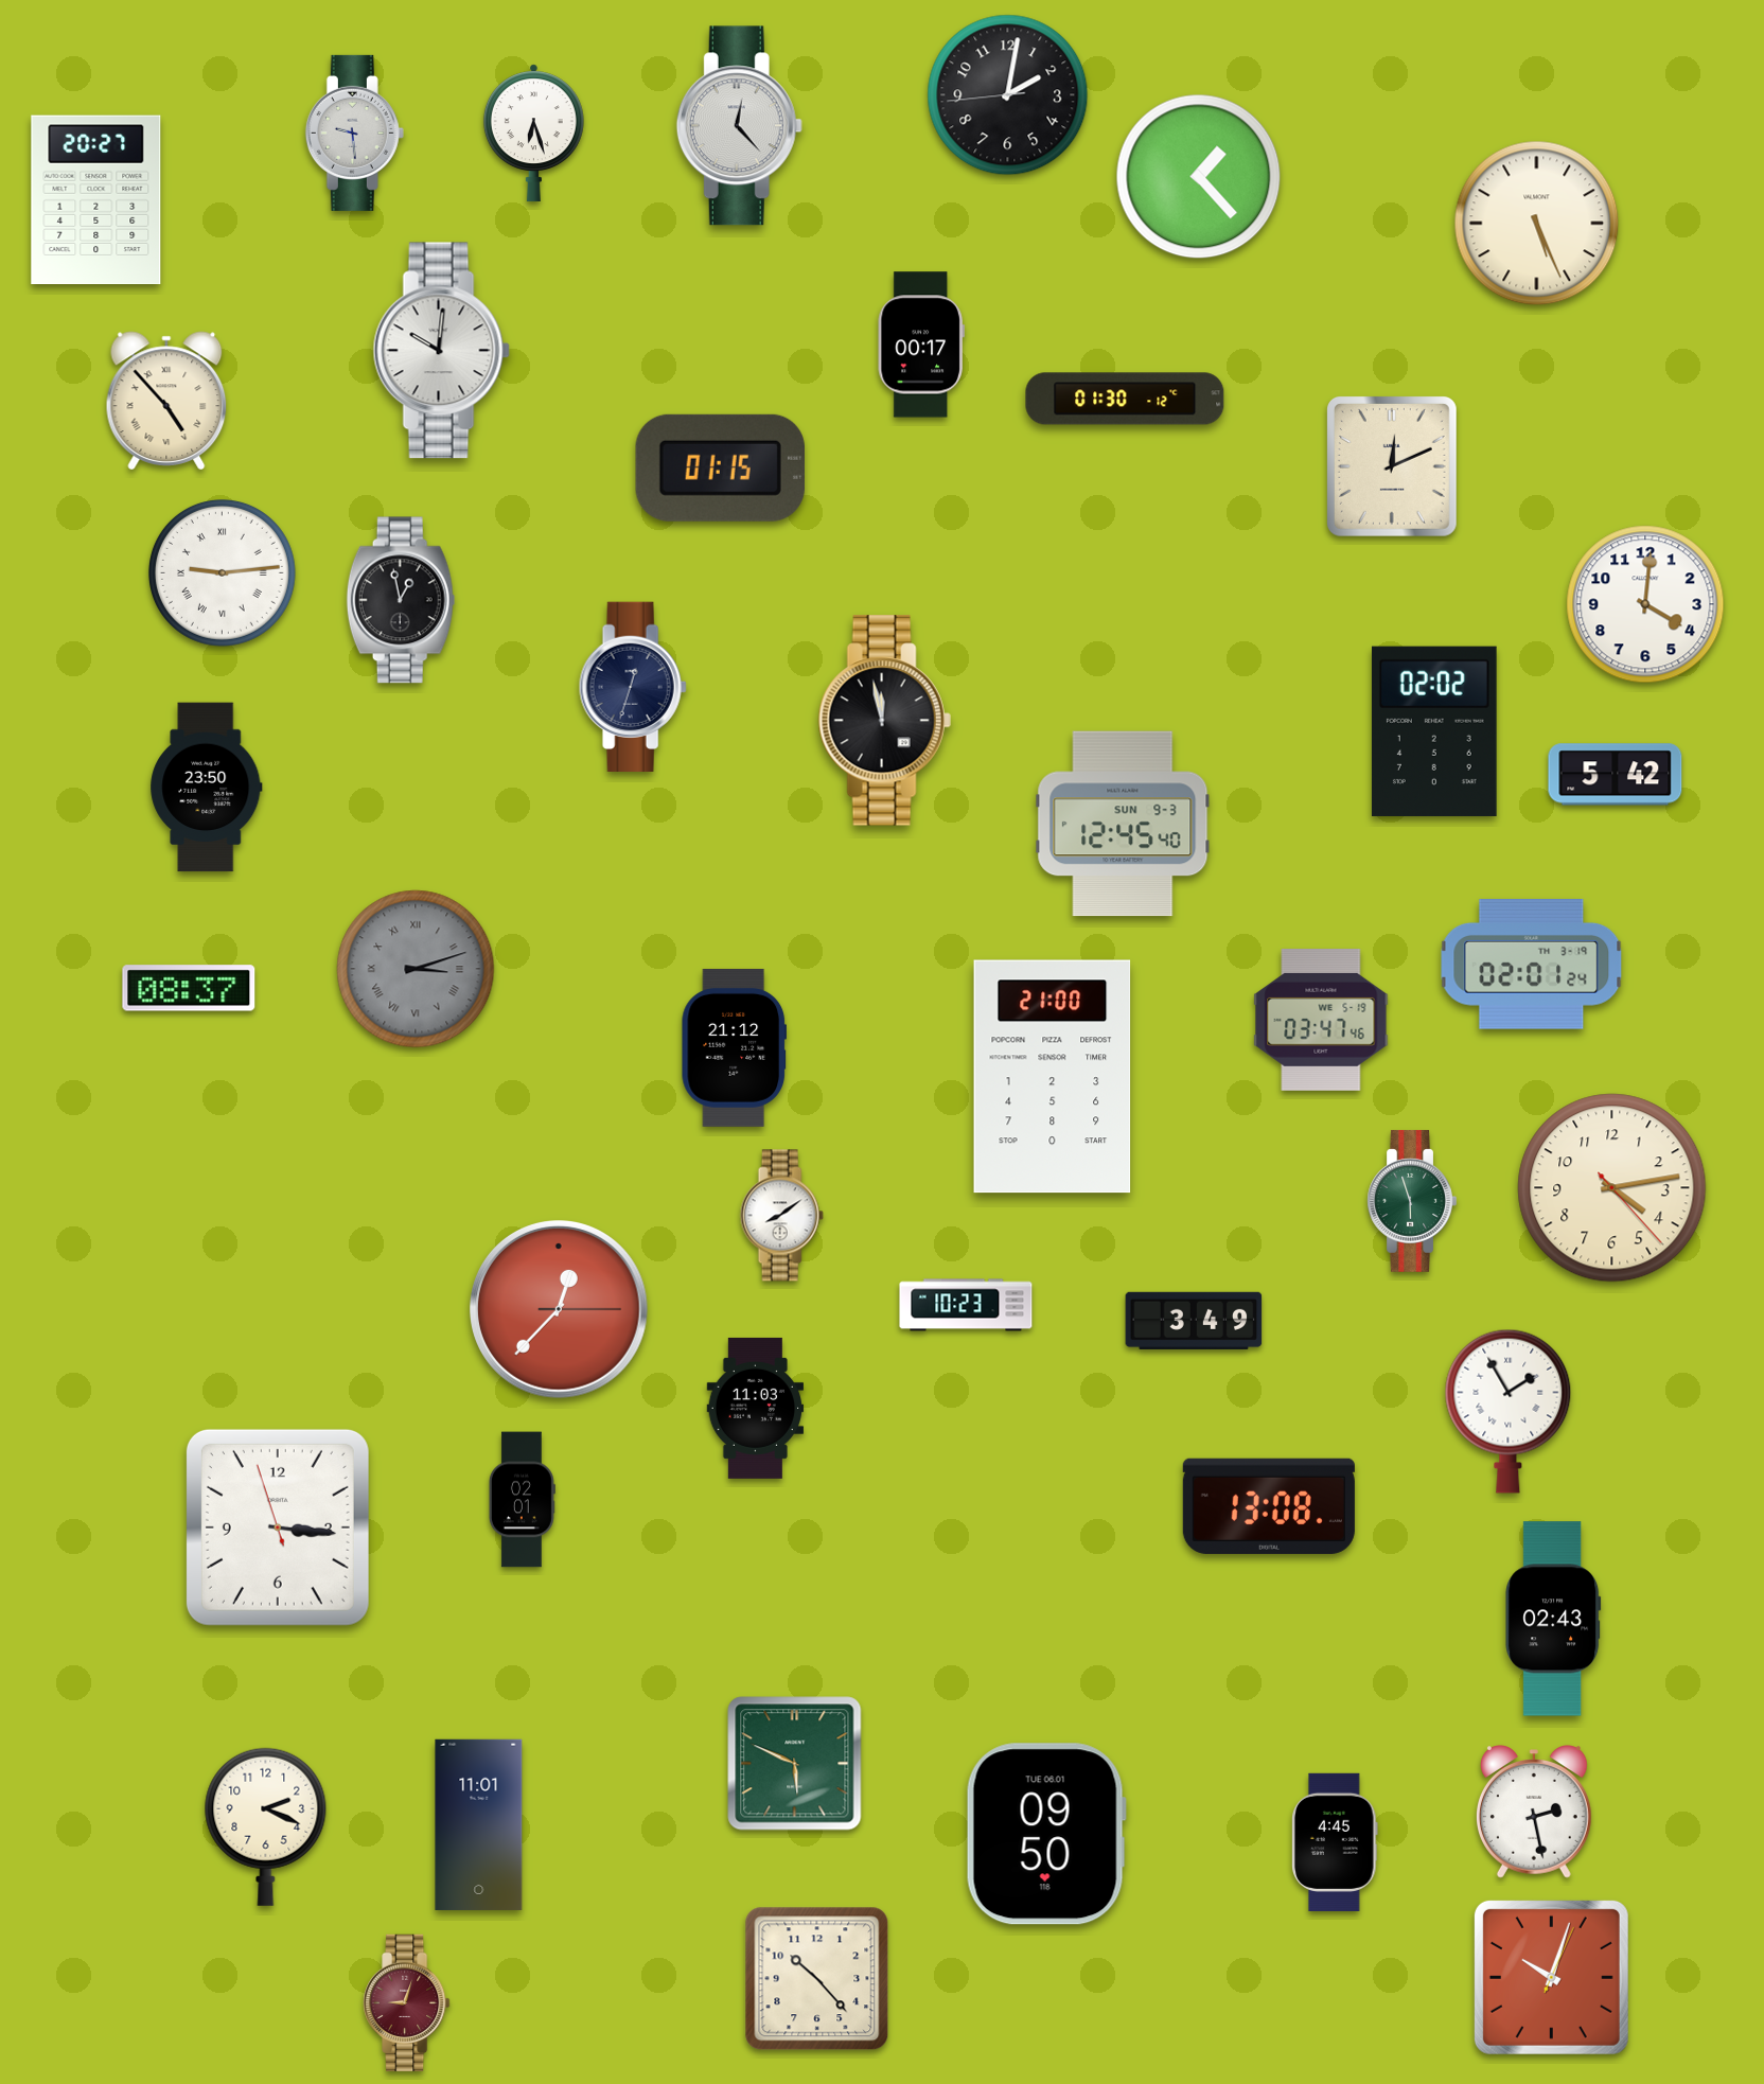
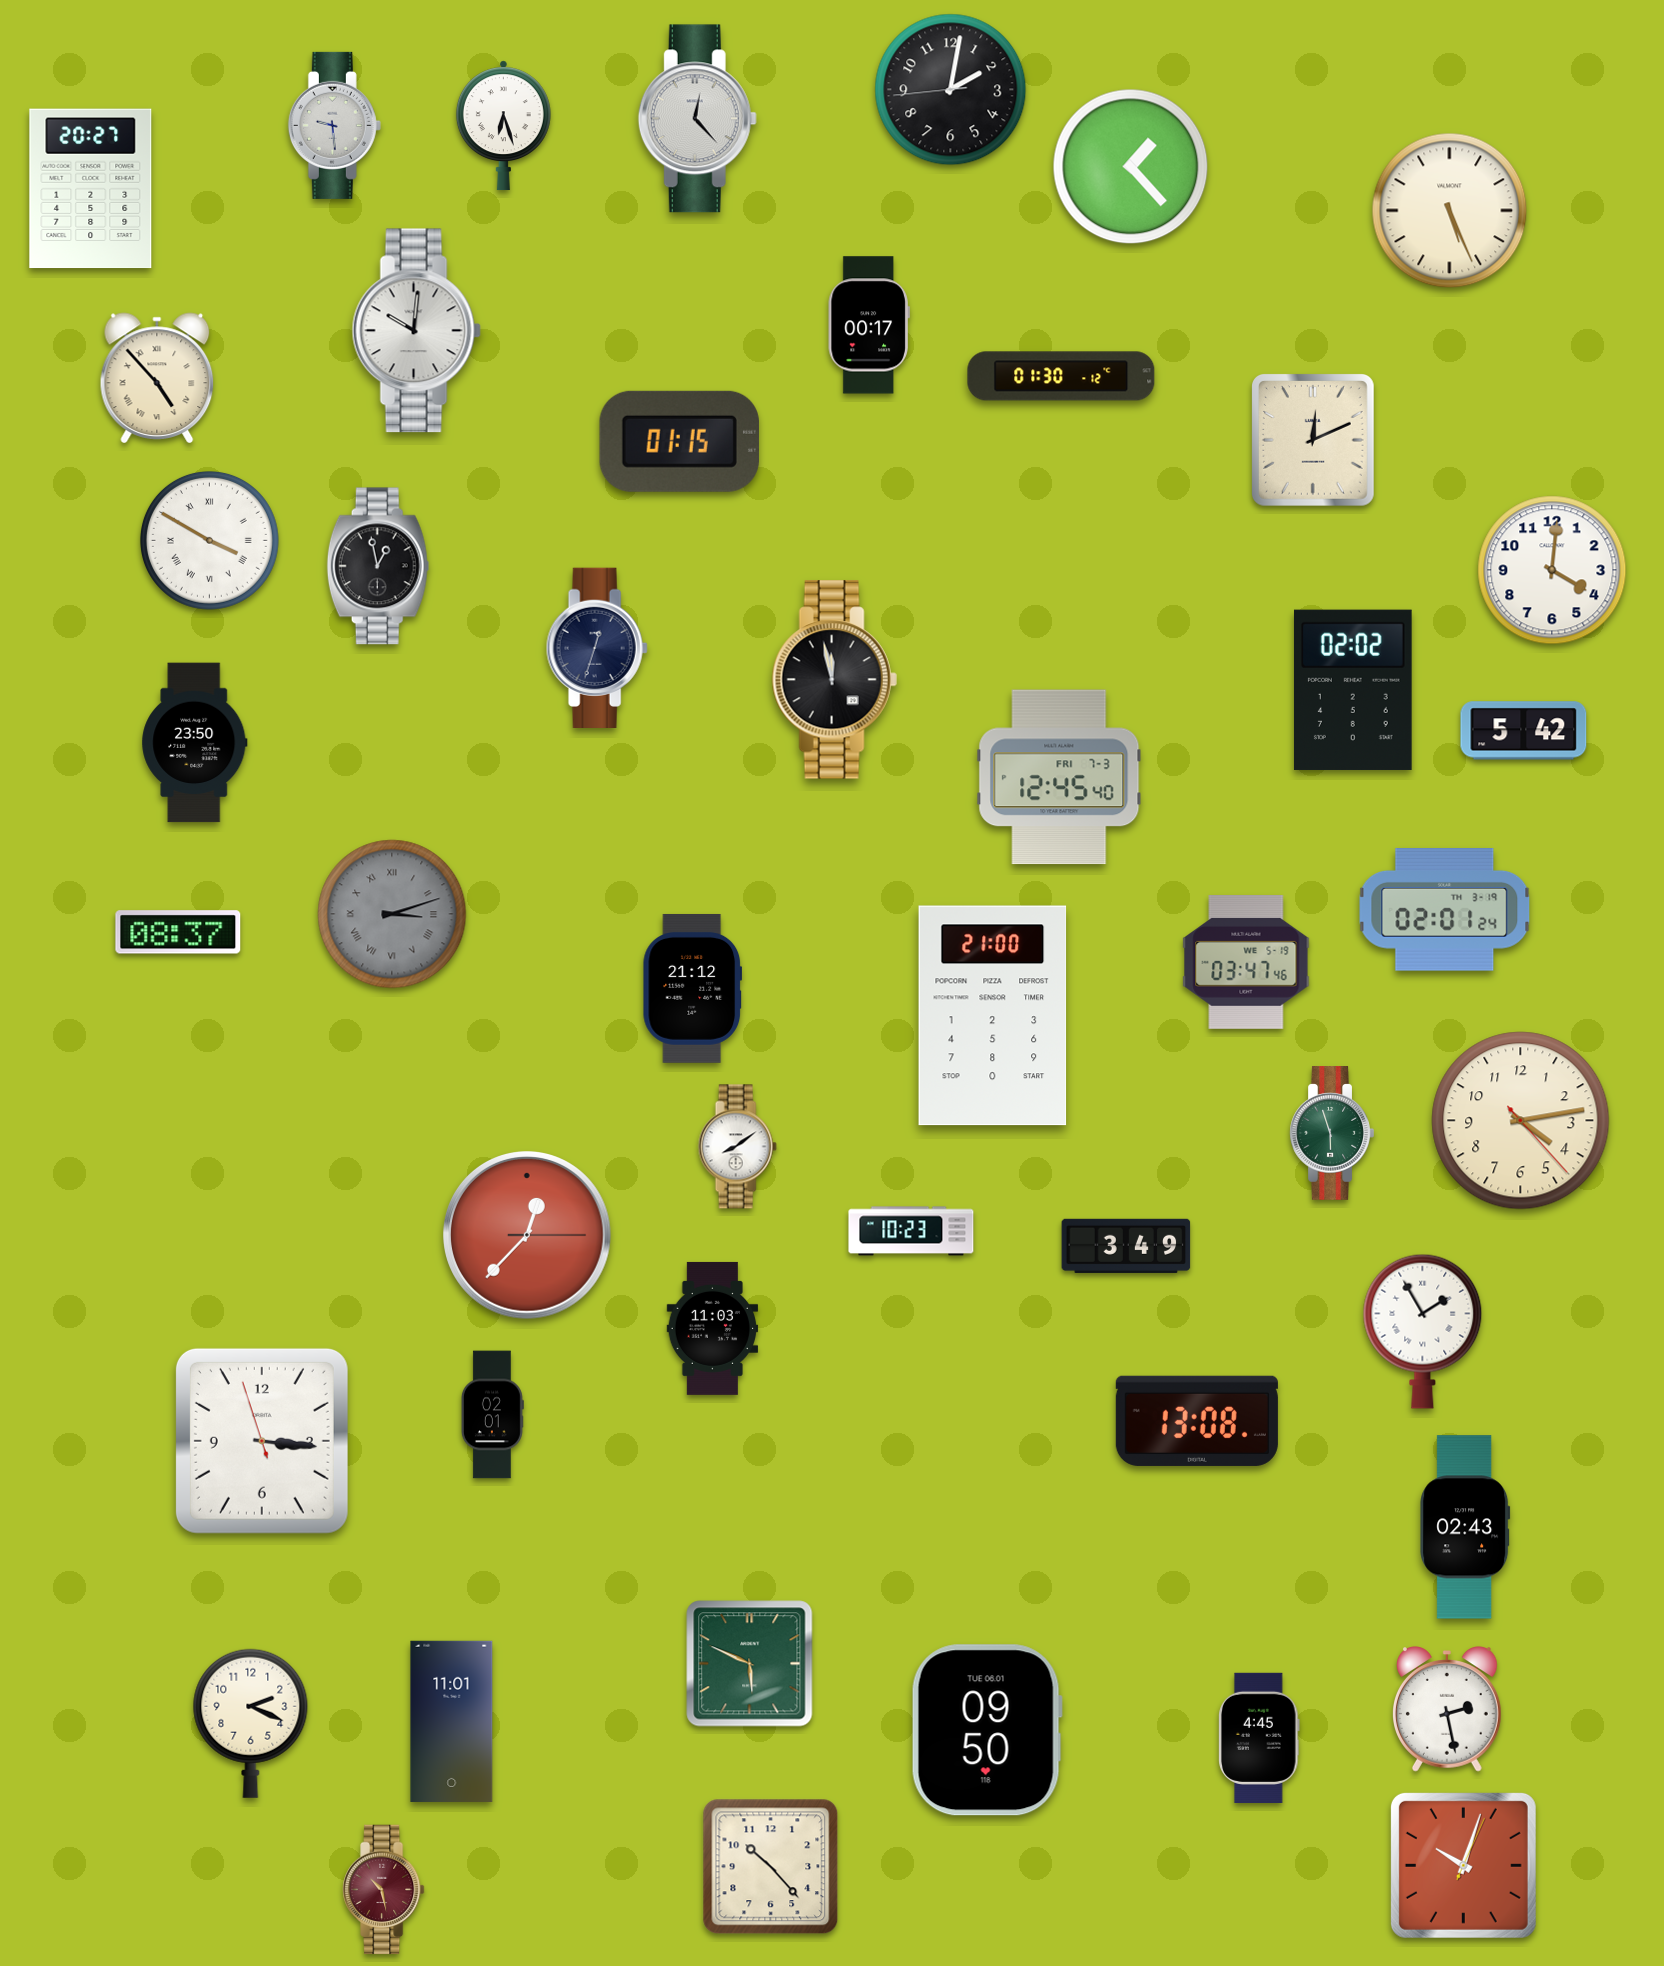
clock at (222, 572): 9:14 -> 3:50
clock at (1123, 824) date: SUN 9-3 -> FRI 7-3
clock at (407, 2003): 9:03 -> 10:28
